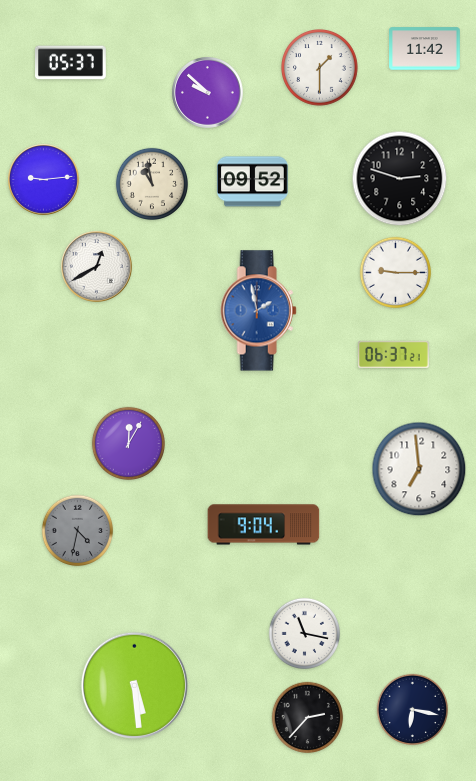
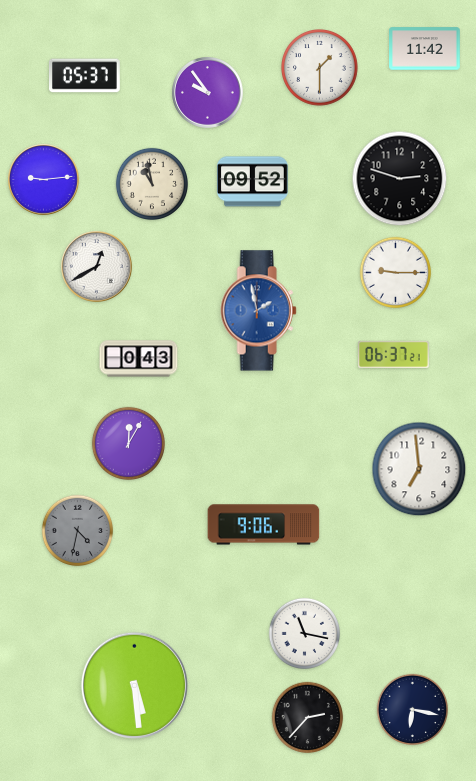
clock at (71, 63) position: (71, 63) -> (85, 76)
clock at (208, 93): 9:52 -> 9:54
clock at (139, 359): none -> 0:43
clock at (264, 525): 9:04 -> 9:06
